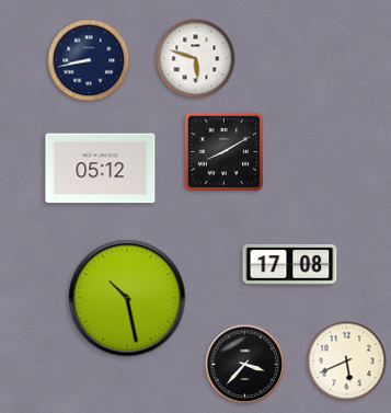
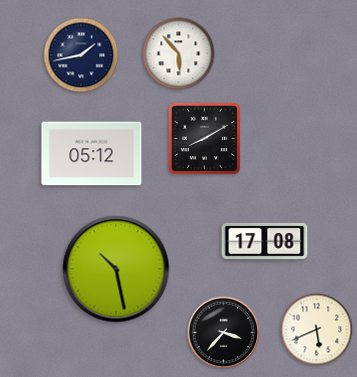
clock at (196, 59): 5:48 -> 5:53
clock at (89, 60): 8:43 -> 1:43
clock at (127, 298) position: (127, 298) -> (116, 269)
